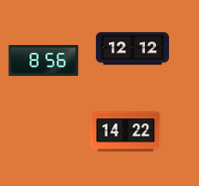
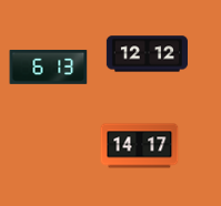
clock at (44, 60): 8:56 -> 6:13
clock at (126, 132): 14:22 -> 14:17
